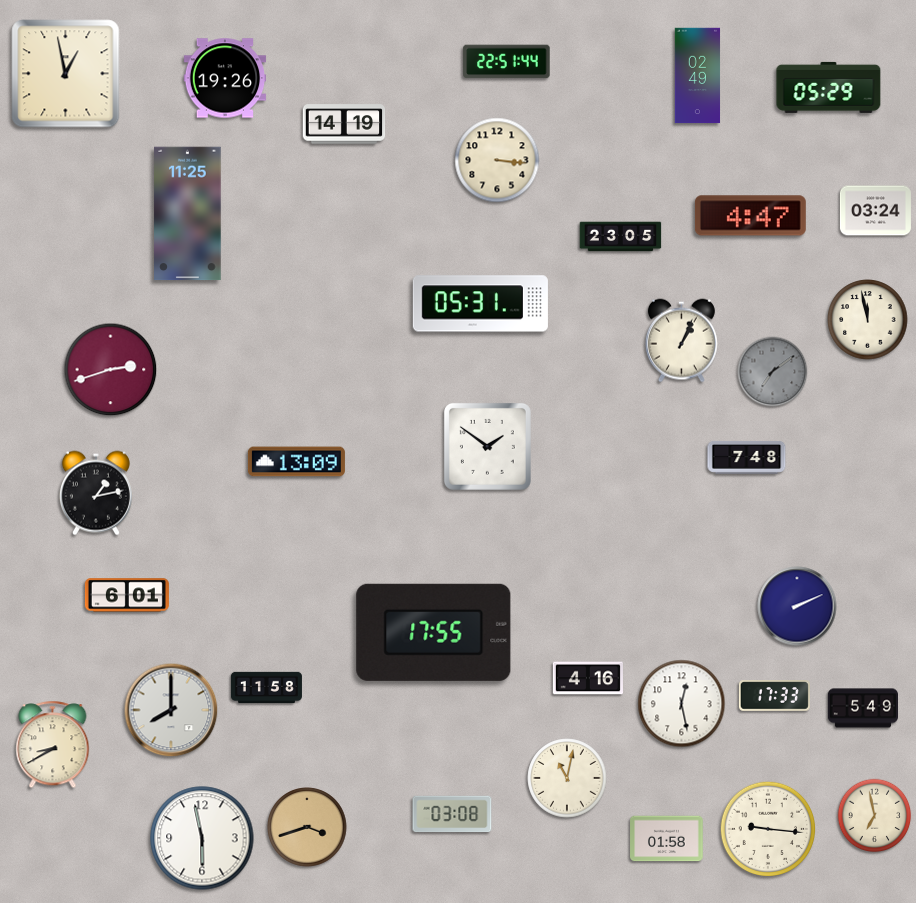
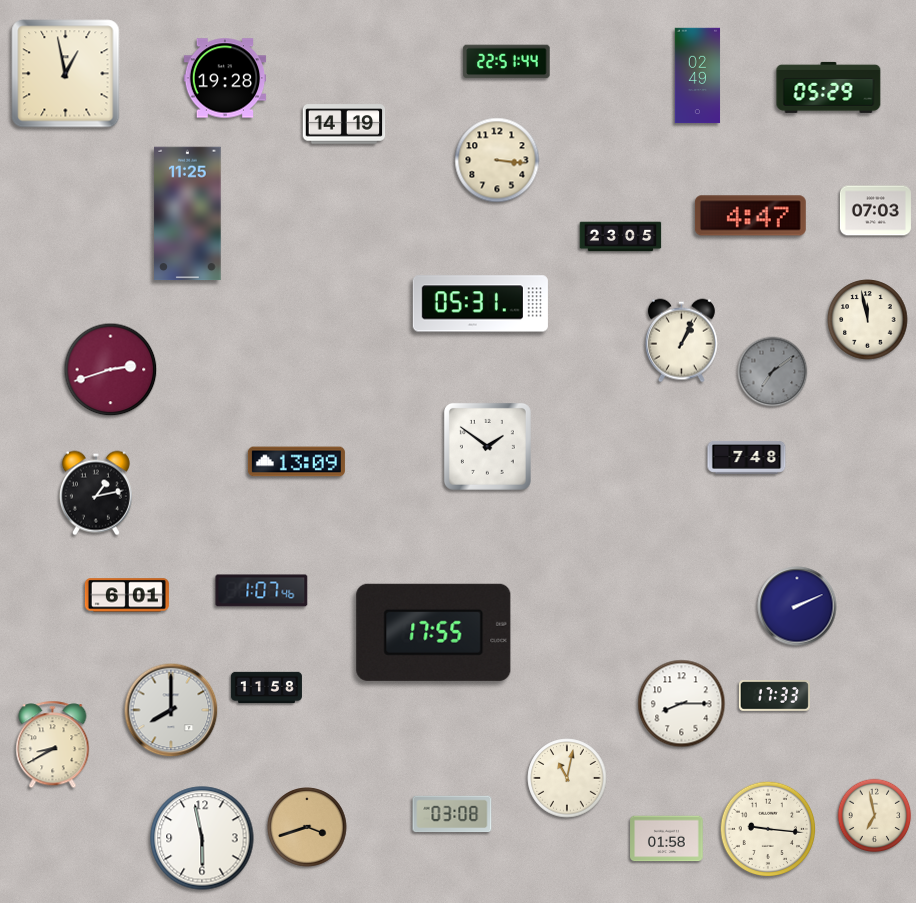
clock at (225, 78): 19:26 -> 19:28
clock at (875, 211): 03:24 -> 07:03
clock at (262, 591): none -> 1:07
clock at (587, 678): 4:16 -> none
clock at (682, 704): 12:28 -> 8:15
clock at (862, 708): 5:49 -> none
